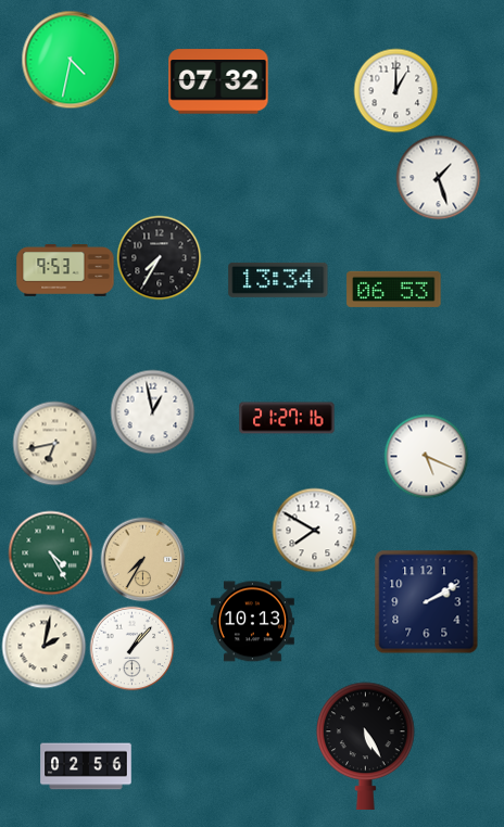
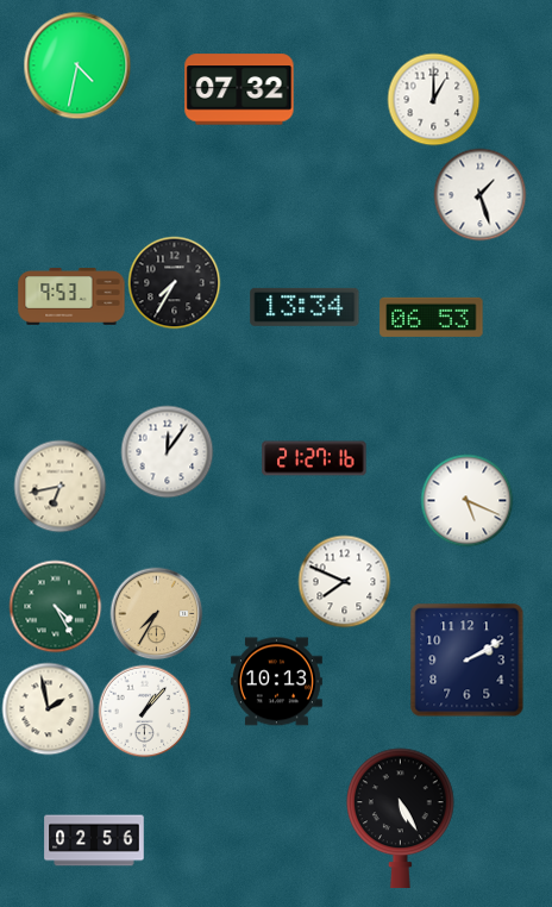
clock at (152, 411): 12:58 -> 12:06
clock at (314, 530): 7:50 -> 7:49
clock at (43, 646): 2:02 -> 1:58
